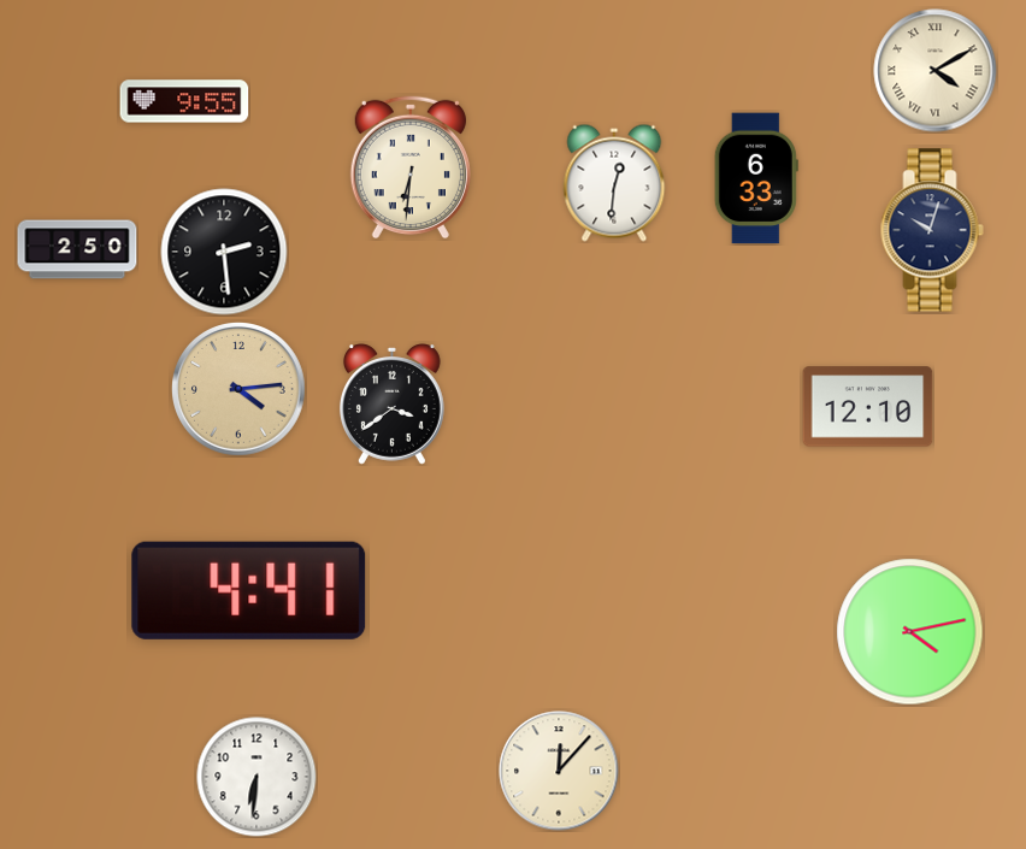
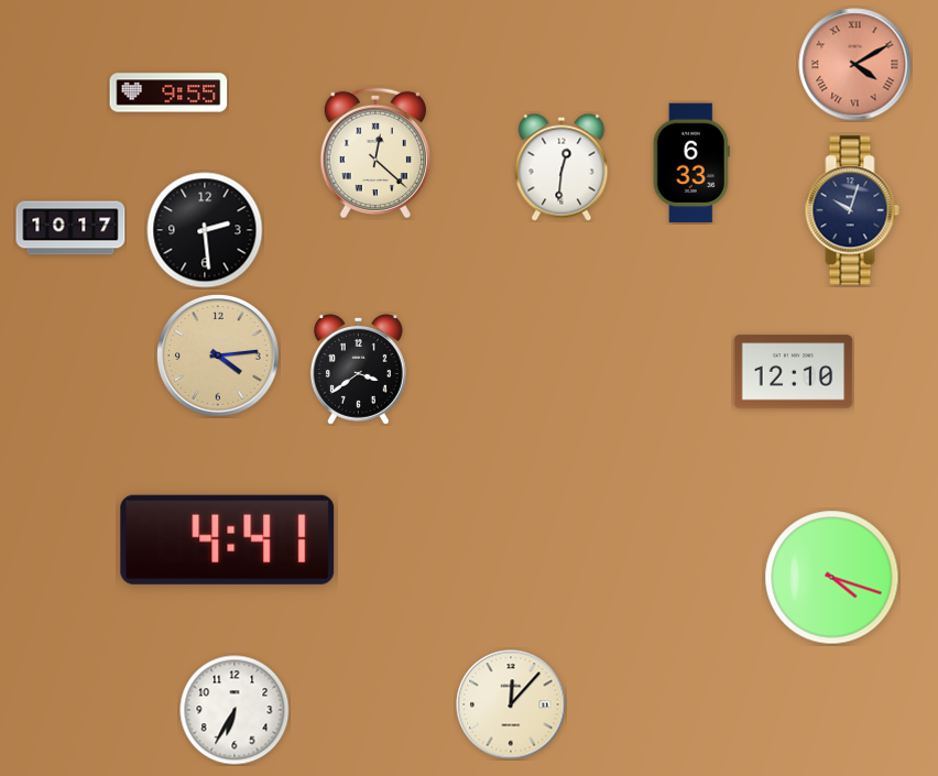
clock at (936, 71) dial: cream -> salmon
clock at (411, 167): 6:31 -> 12:22
clock at (77, 249): 2:50 -> 10:17
clock at (910, 632): 4:13 -> 4:18
clock at (256, 777): 6:31 -> 6:35
